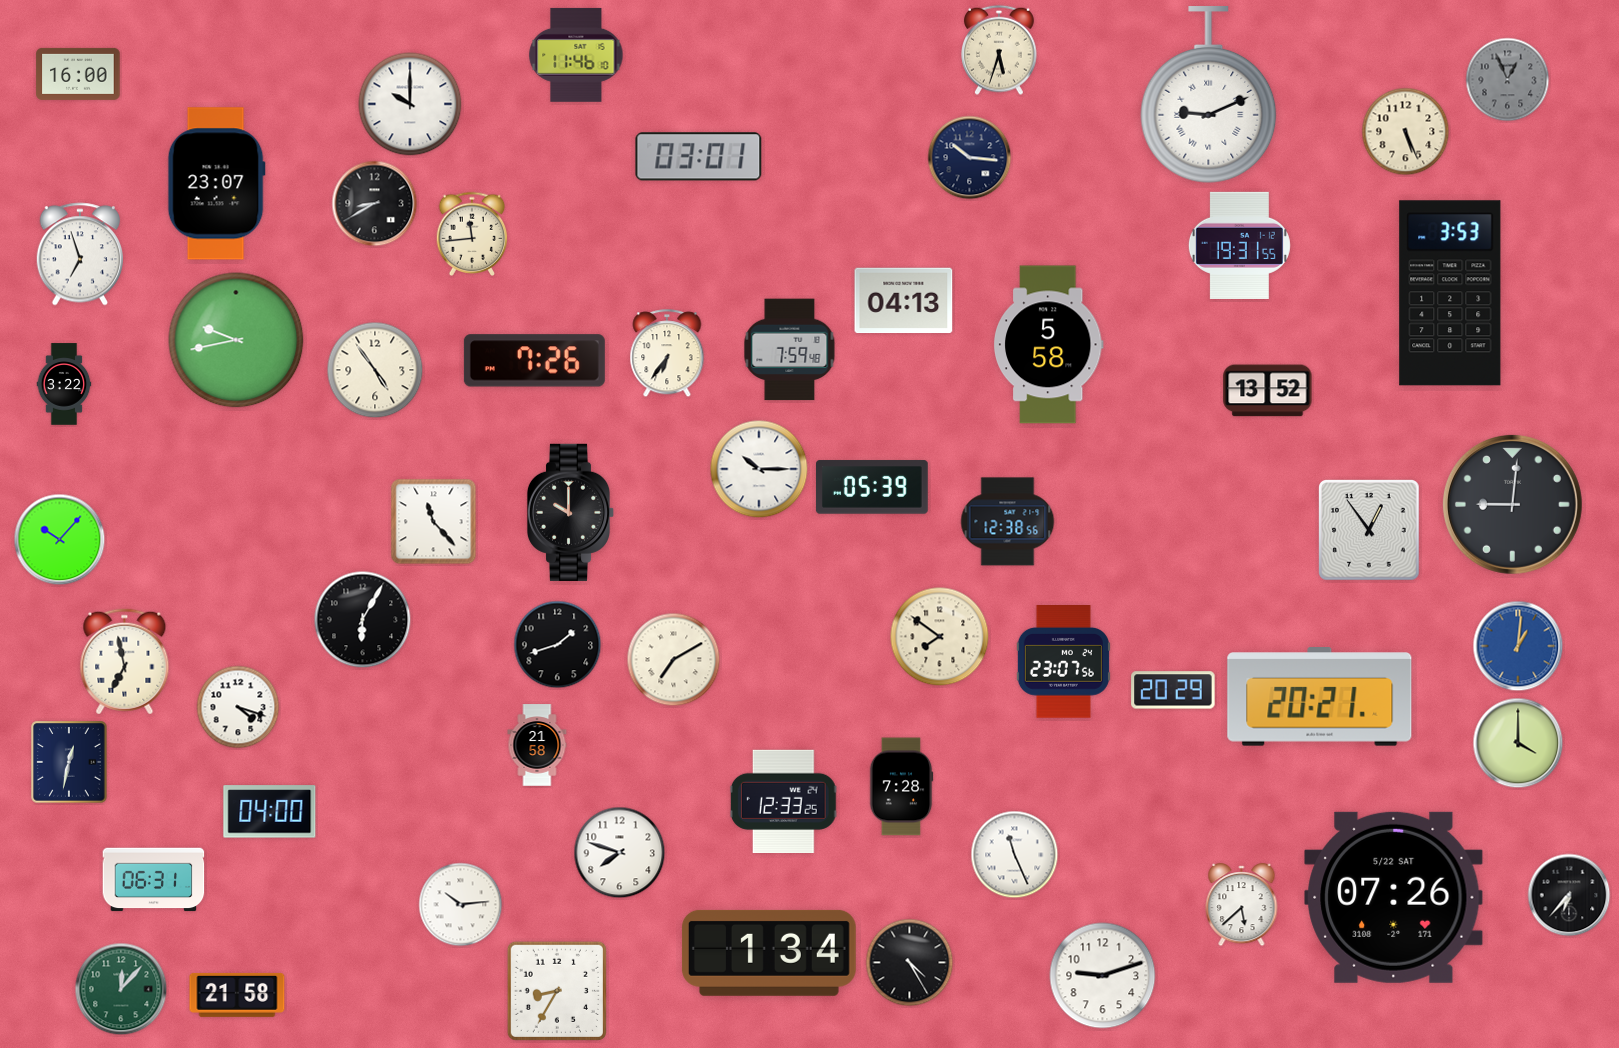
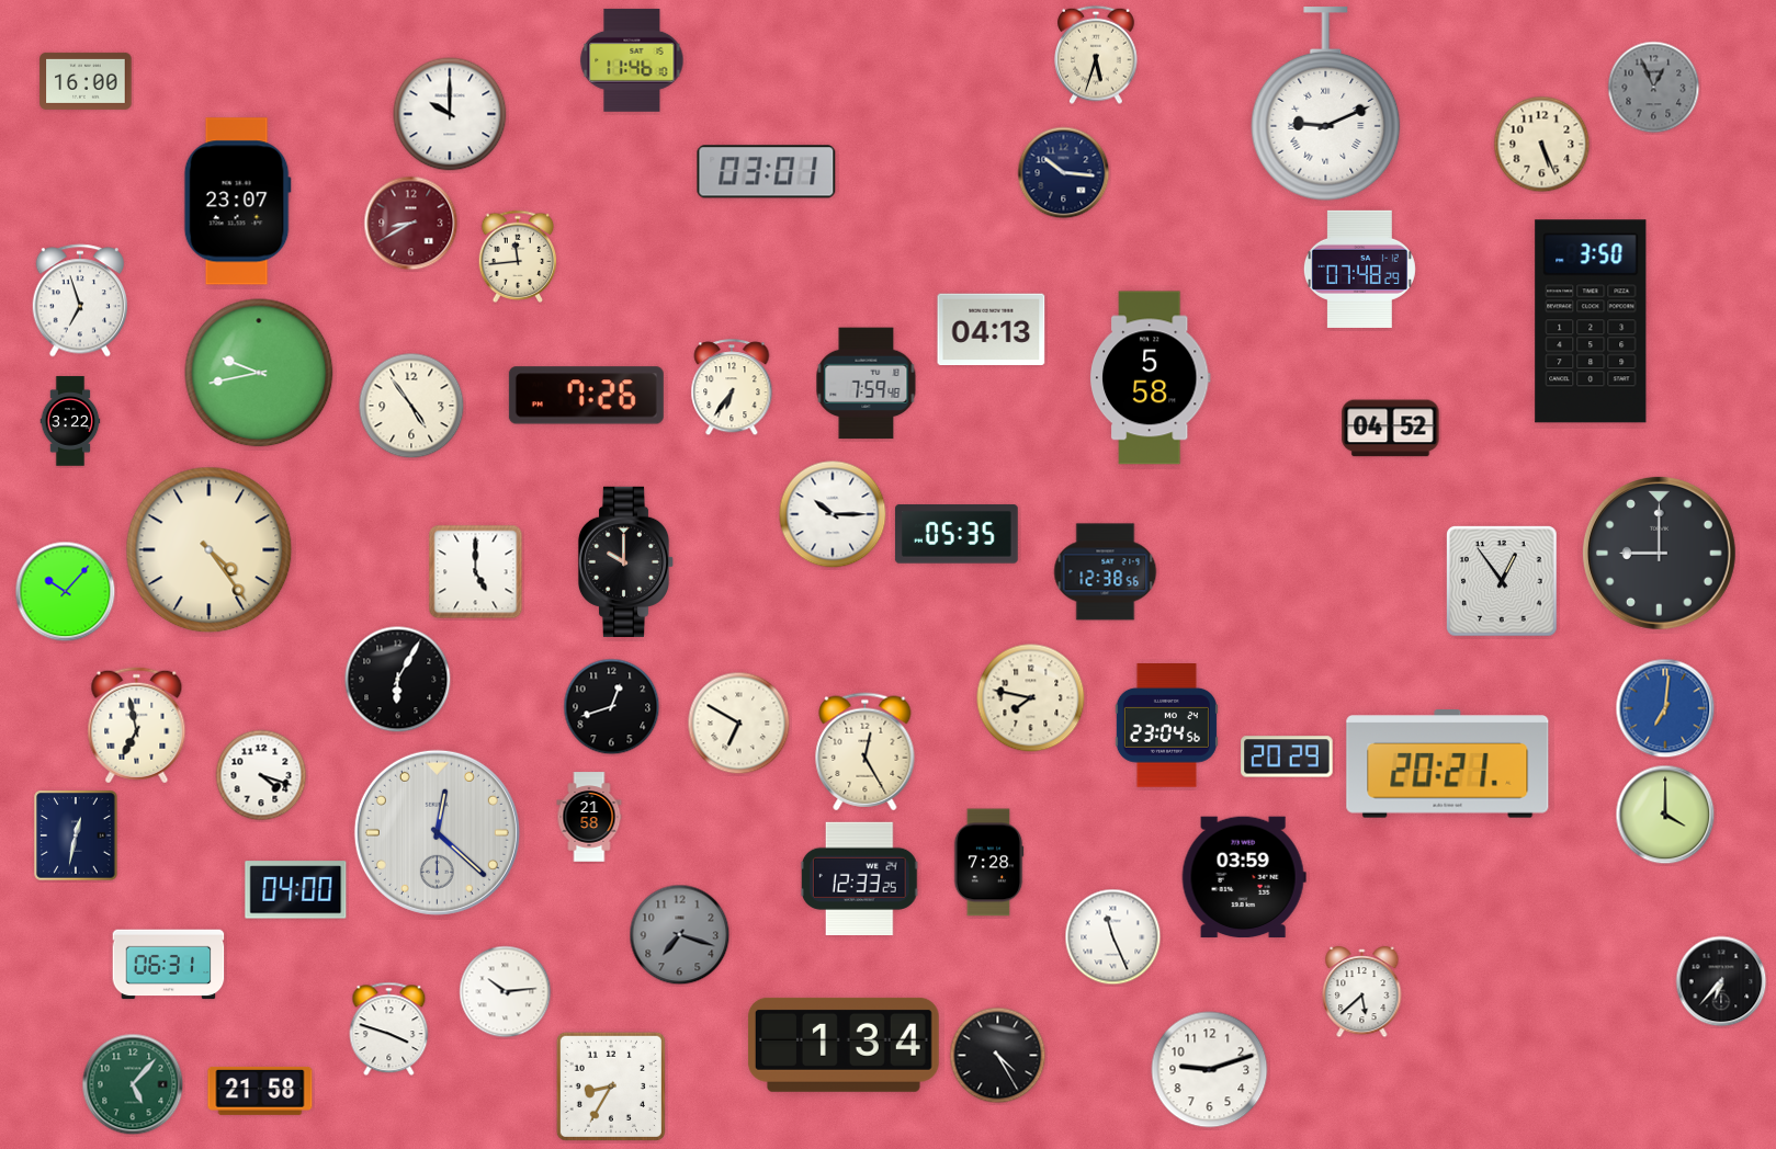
clock at (375, 204) dial: black -> burgundy
clock at (1239, 245): 19:31 -> 07:48
clock at (79, 254) position: (79, 254) -> (79, 300)
clock at (1450, 293): 3:53 -> 3:50
clock at (1268, 391): 13:52 -> 04:52
clock at (872, 487): 05:39 -> 05:35
clock at (210, 550): none -> 4:24
clock at (1512, 504): 9:01 -> 9:00
clock at (434, 522): 11:23 -> 5:00
clock at (940, 637): 7:51 -> 7:47
clock at (558, 645): 1:42 -> 12:42
clock at (1518, 646): 1:01 -> 7:01
clock at (674, 660): 7:10 -> 6:50
clock at (1063, 662): 23:07 -> 23:04
clock at (866, 752): none -> 12:25
clock at (437, 832): none -> 12:22
clock at (1244, 877): none -> 03:59
clock at (620, 853): 7:48 -> 7:18
clock at (620, 853) dial: white -> grey
clock at (1394, 897): 07:26 -> none
clock at (389, 1029): none -> 3:48
clock at (121, 989): 12:07 -> 5:07
